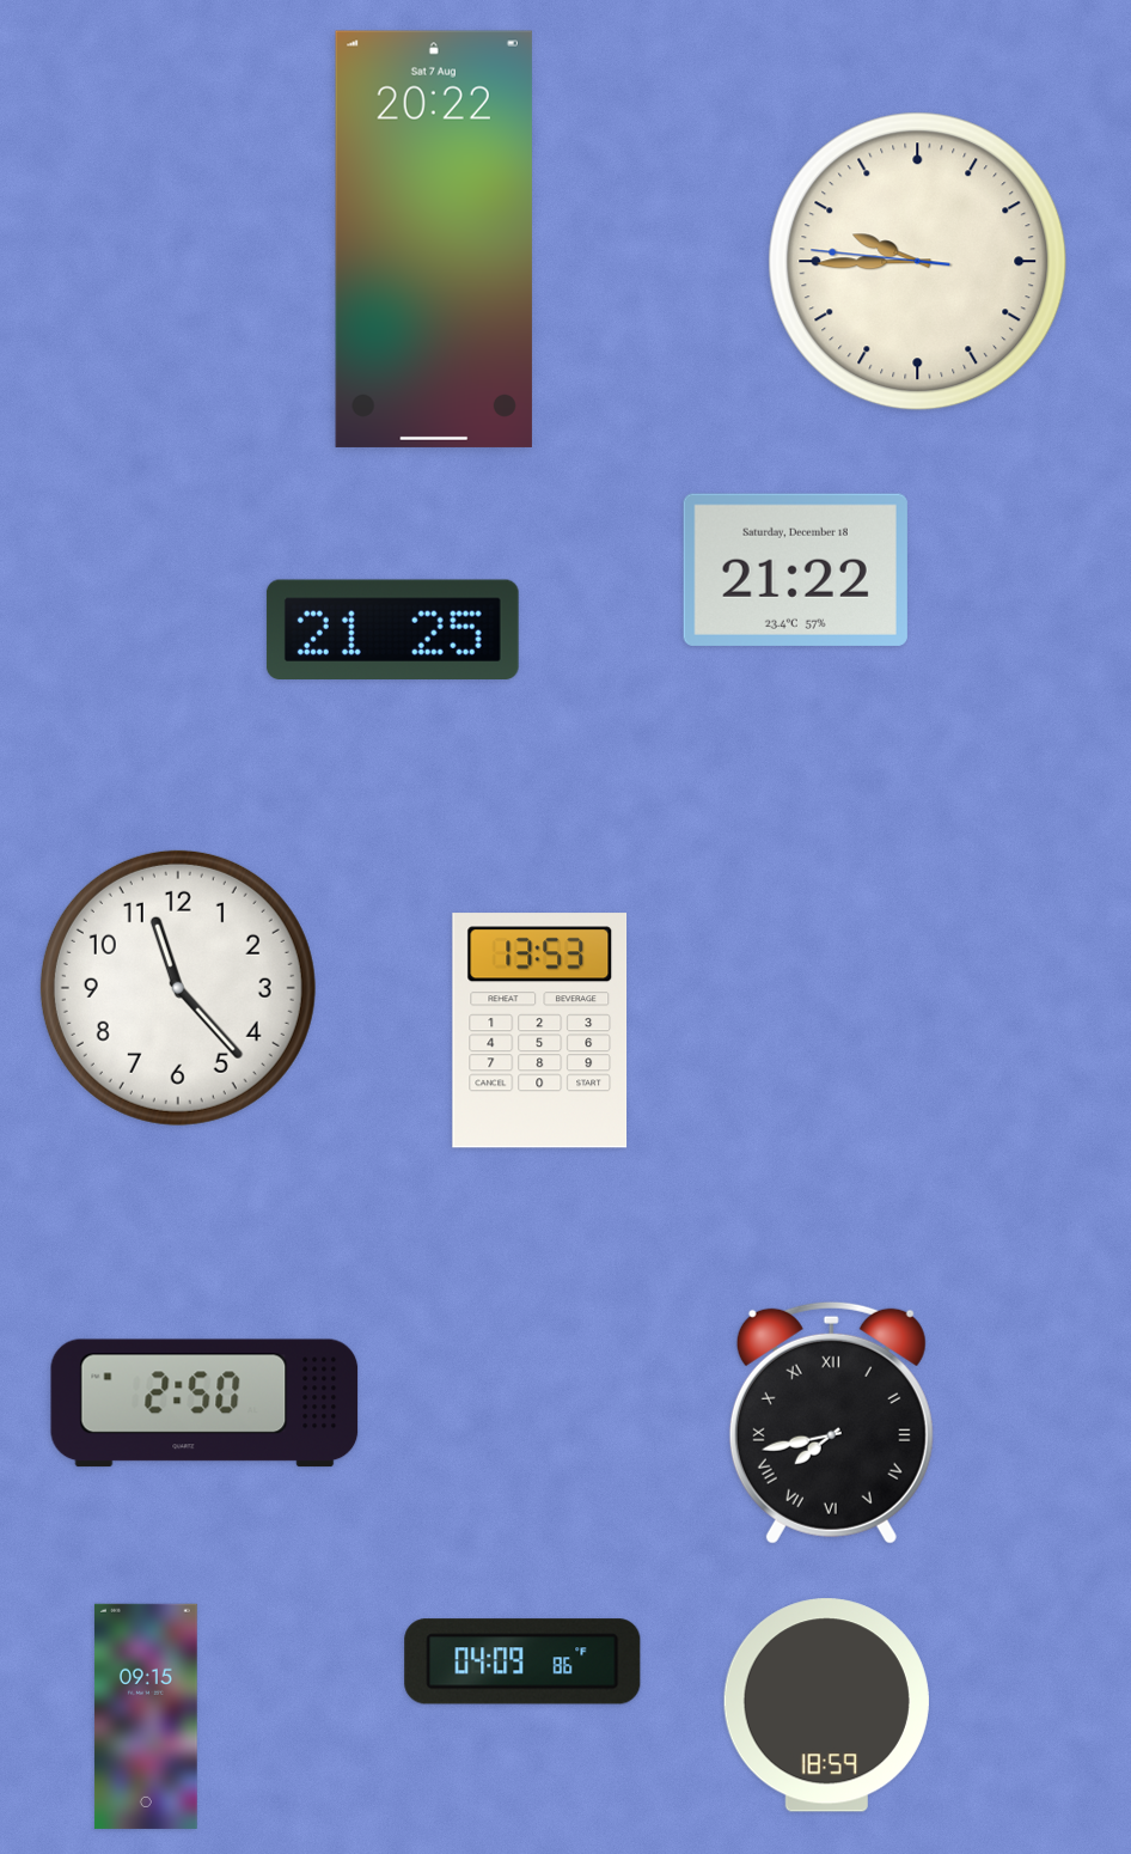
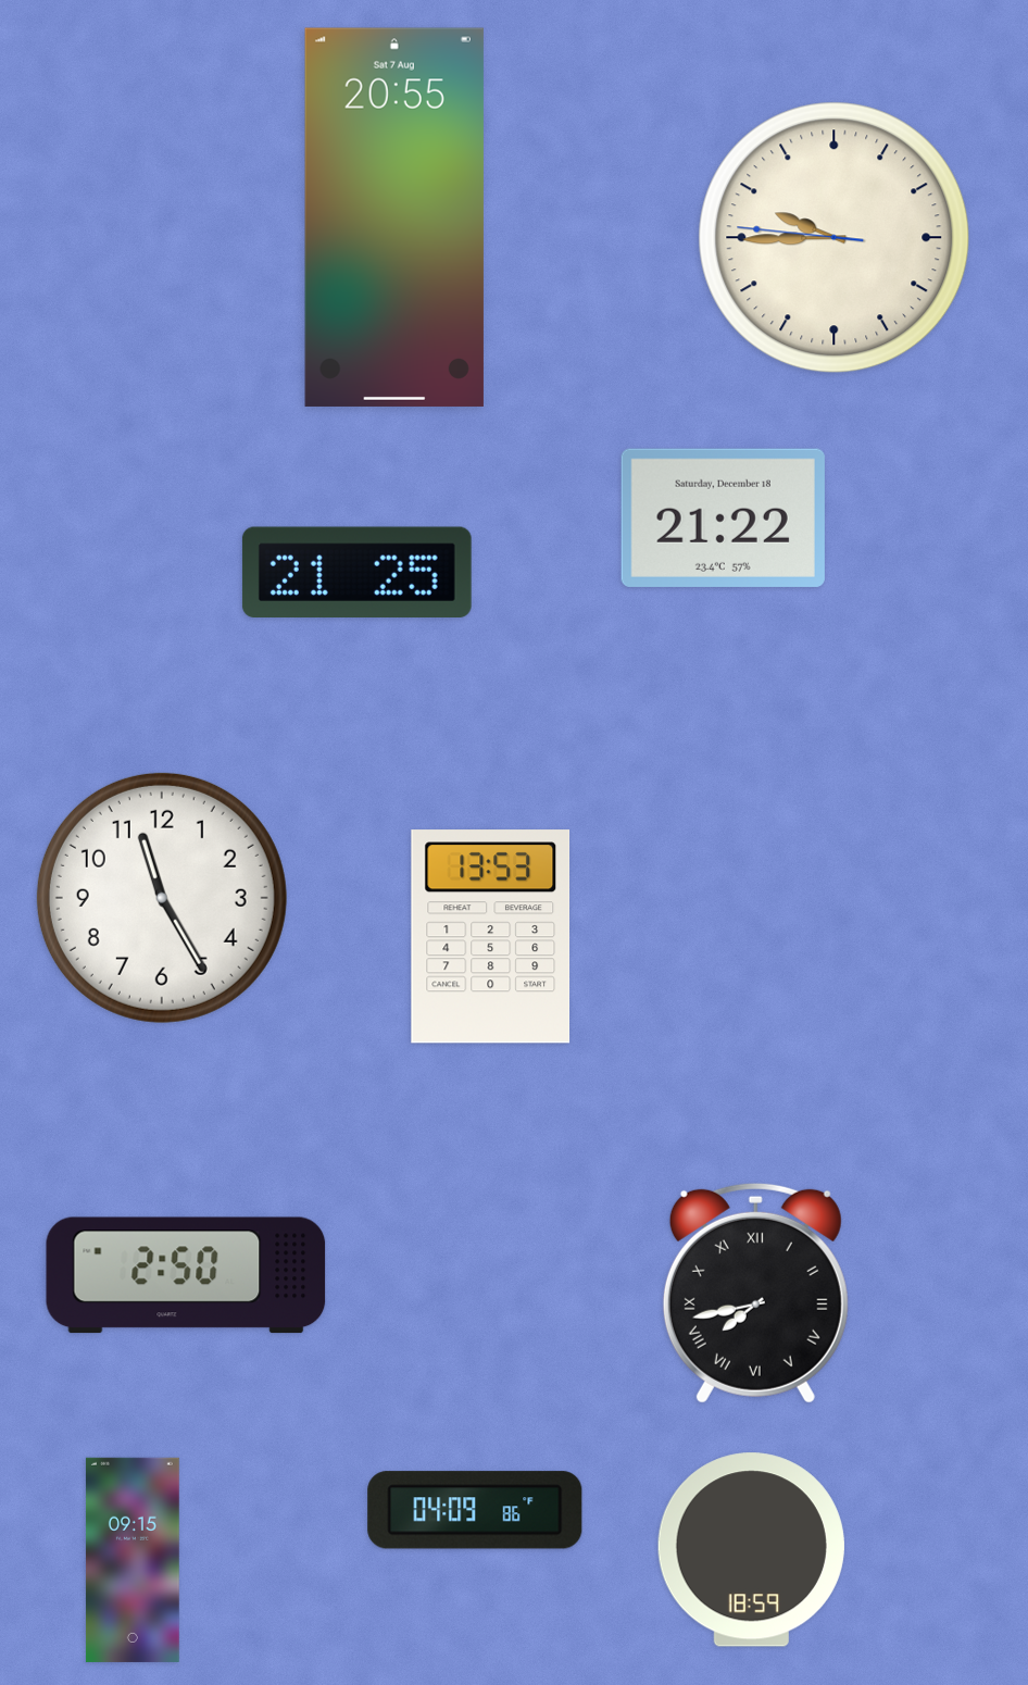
clock at (434, 239): 20:22 -> 20:55
clock at (178, 988): 11:23 -> 11:25
